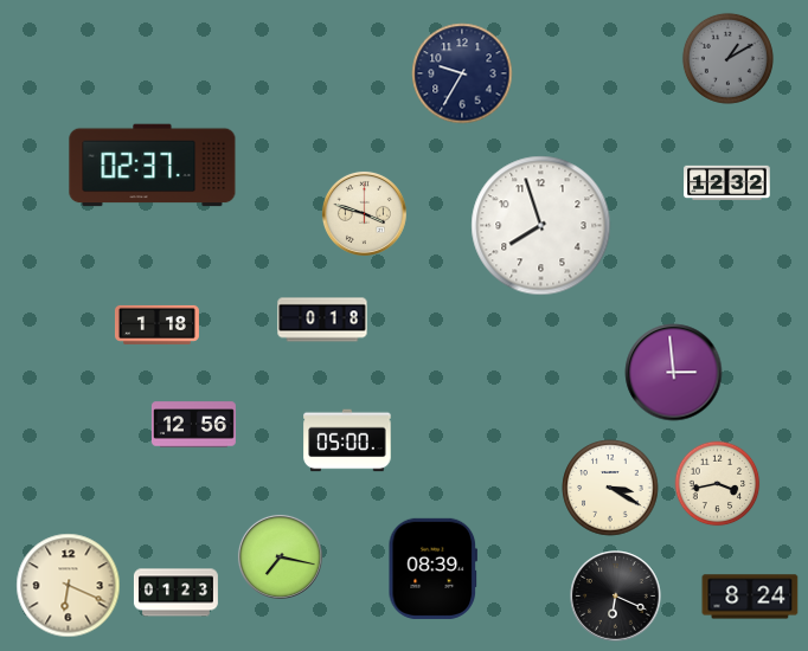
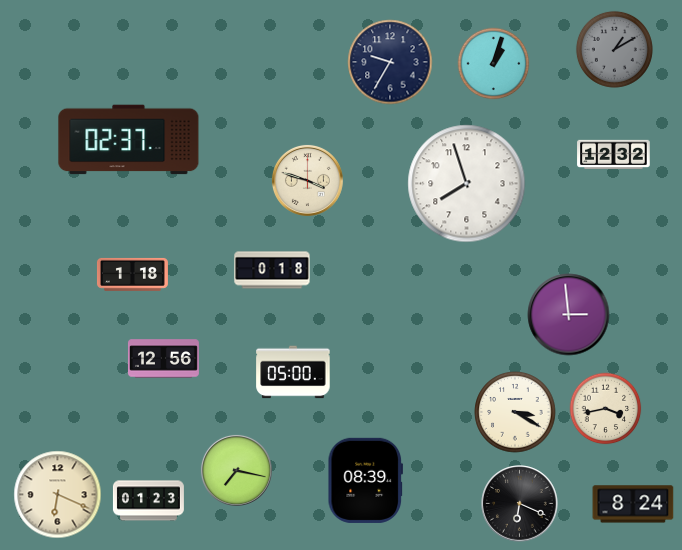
clock at (494, 64): none -> 1:03
clock at (541, 226) position: (541, 226) -> (467, 184)
